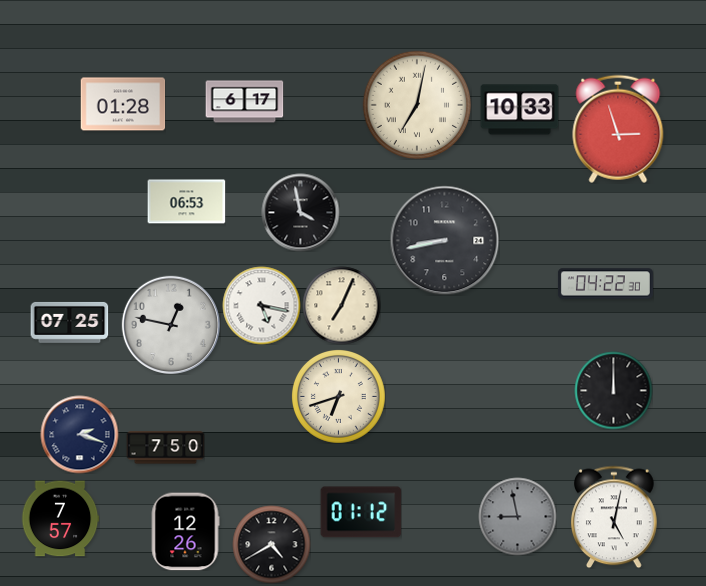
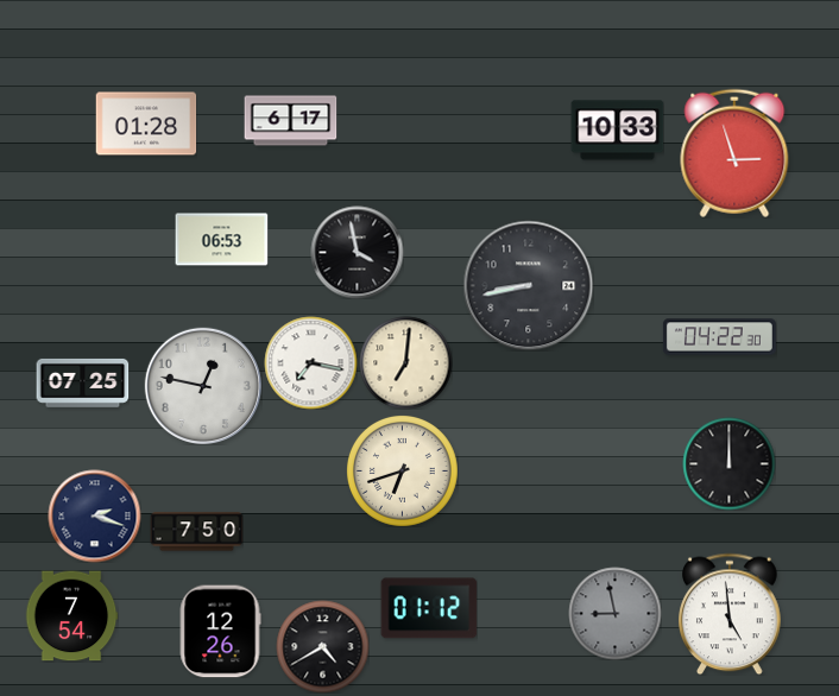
clock at (417, 105): 7:02 -> none
clock at (261, 305): 5:17 -> 7:17
clock at (341, 305): 7:04 -> 7:01
clock at (615, 517): 5:02 -> 4:59
clock at (60, 519): 7:57 -> 7:54
